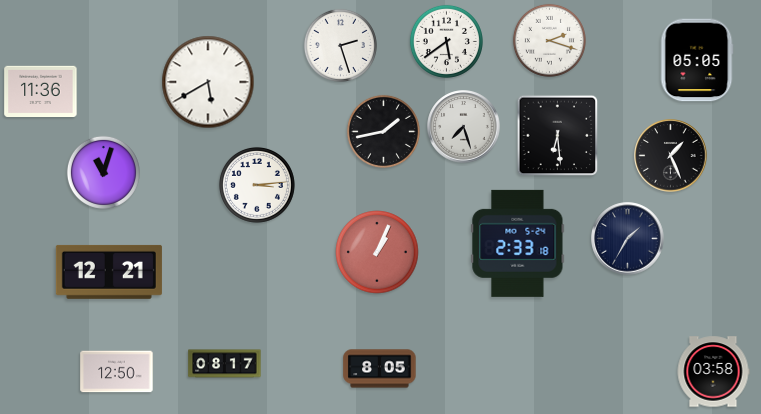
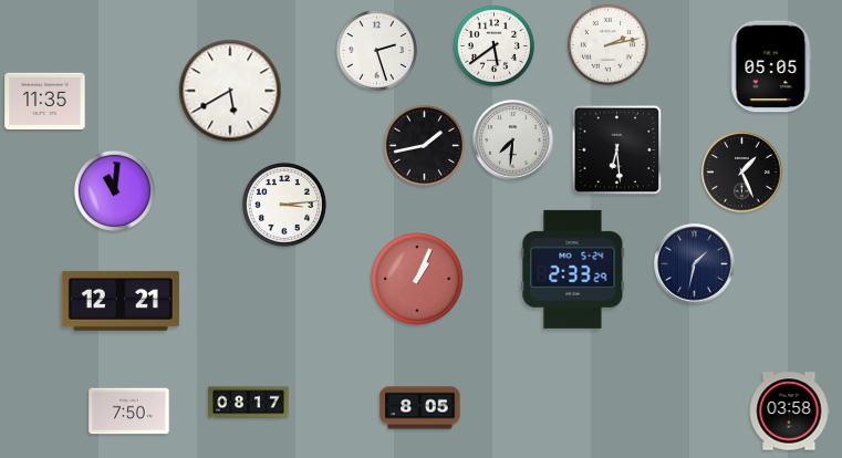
clock at (549, 40): 2:18 -> 2:13
clock at (41, 91): 11:36 -> 11:35
clock at (464, 127): 7:27 -> 7:31
clock at (103, 172): 11:03 -> 11:01
clock at (628, 239): 1:35 -> 1:32
clock at (518, 243): 2:33:18 -> 2:33:29
clock at (117, 372): 12:50 -> 7:50
